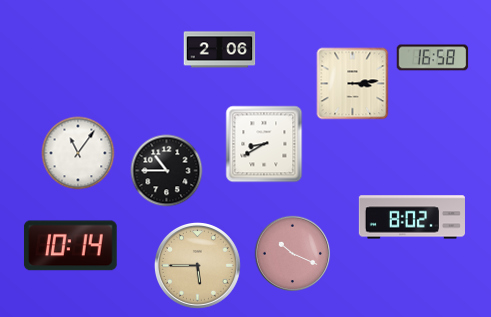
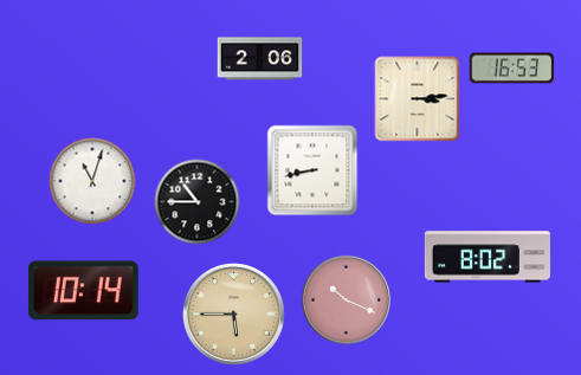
clock at (433, 58): 16:58 -> 16:53
clock at (264, 144): 8:40 -> 8:43
clock at (78, 153): 11:06 -> 11:03
